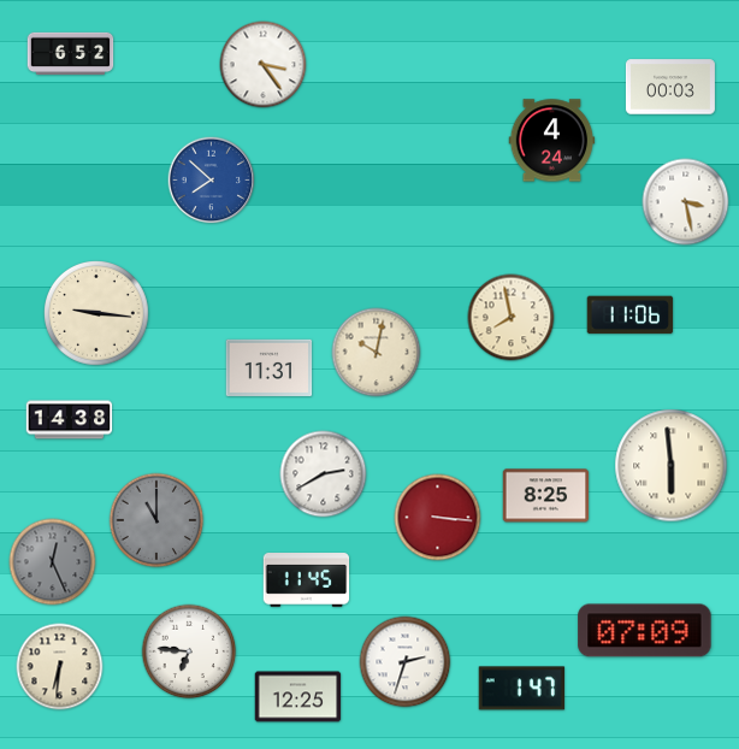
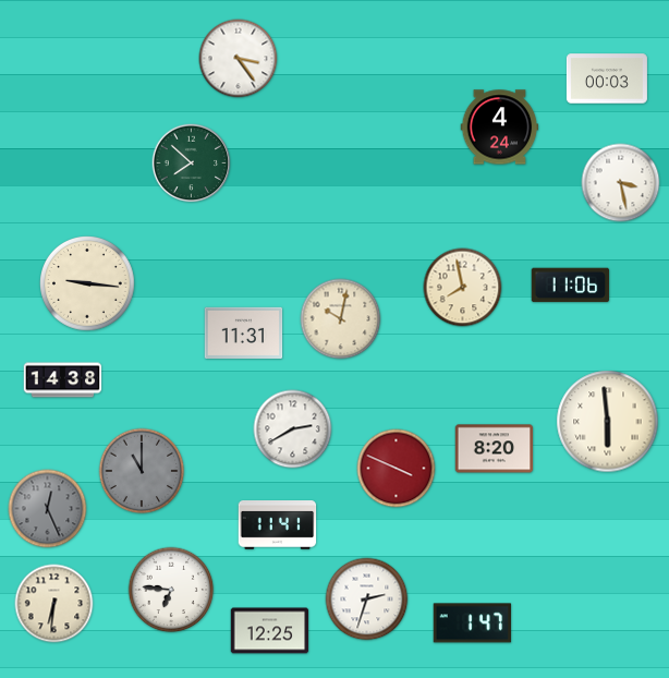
clock at (71, 53): 6:52 -> none
clock at (212, 181) dial: blue -> green
clock at (546, 496): 8:25 -> 8:20
clock at (438, 518): 3:16 -> 3:49
clock at (307, 580): 11:45 -> 11:41
clock at (645, 631): 07:09 -> none
